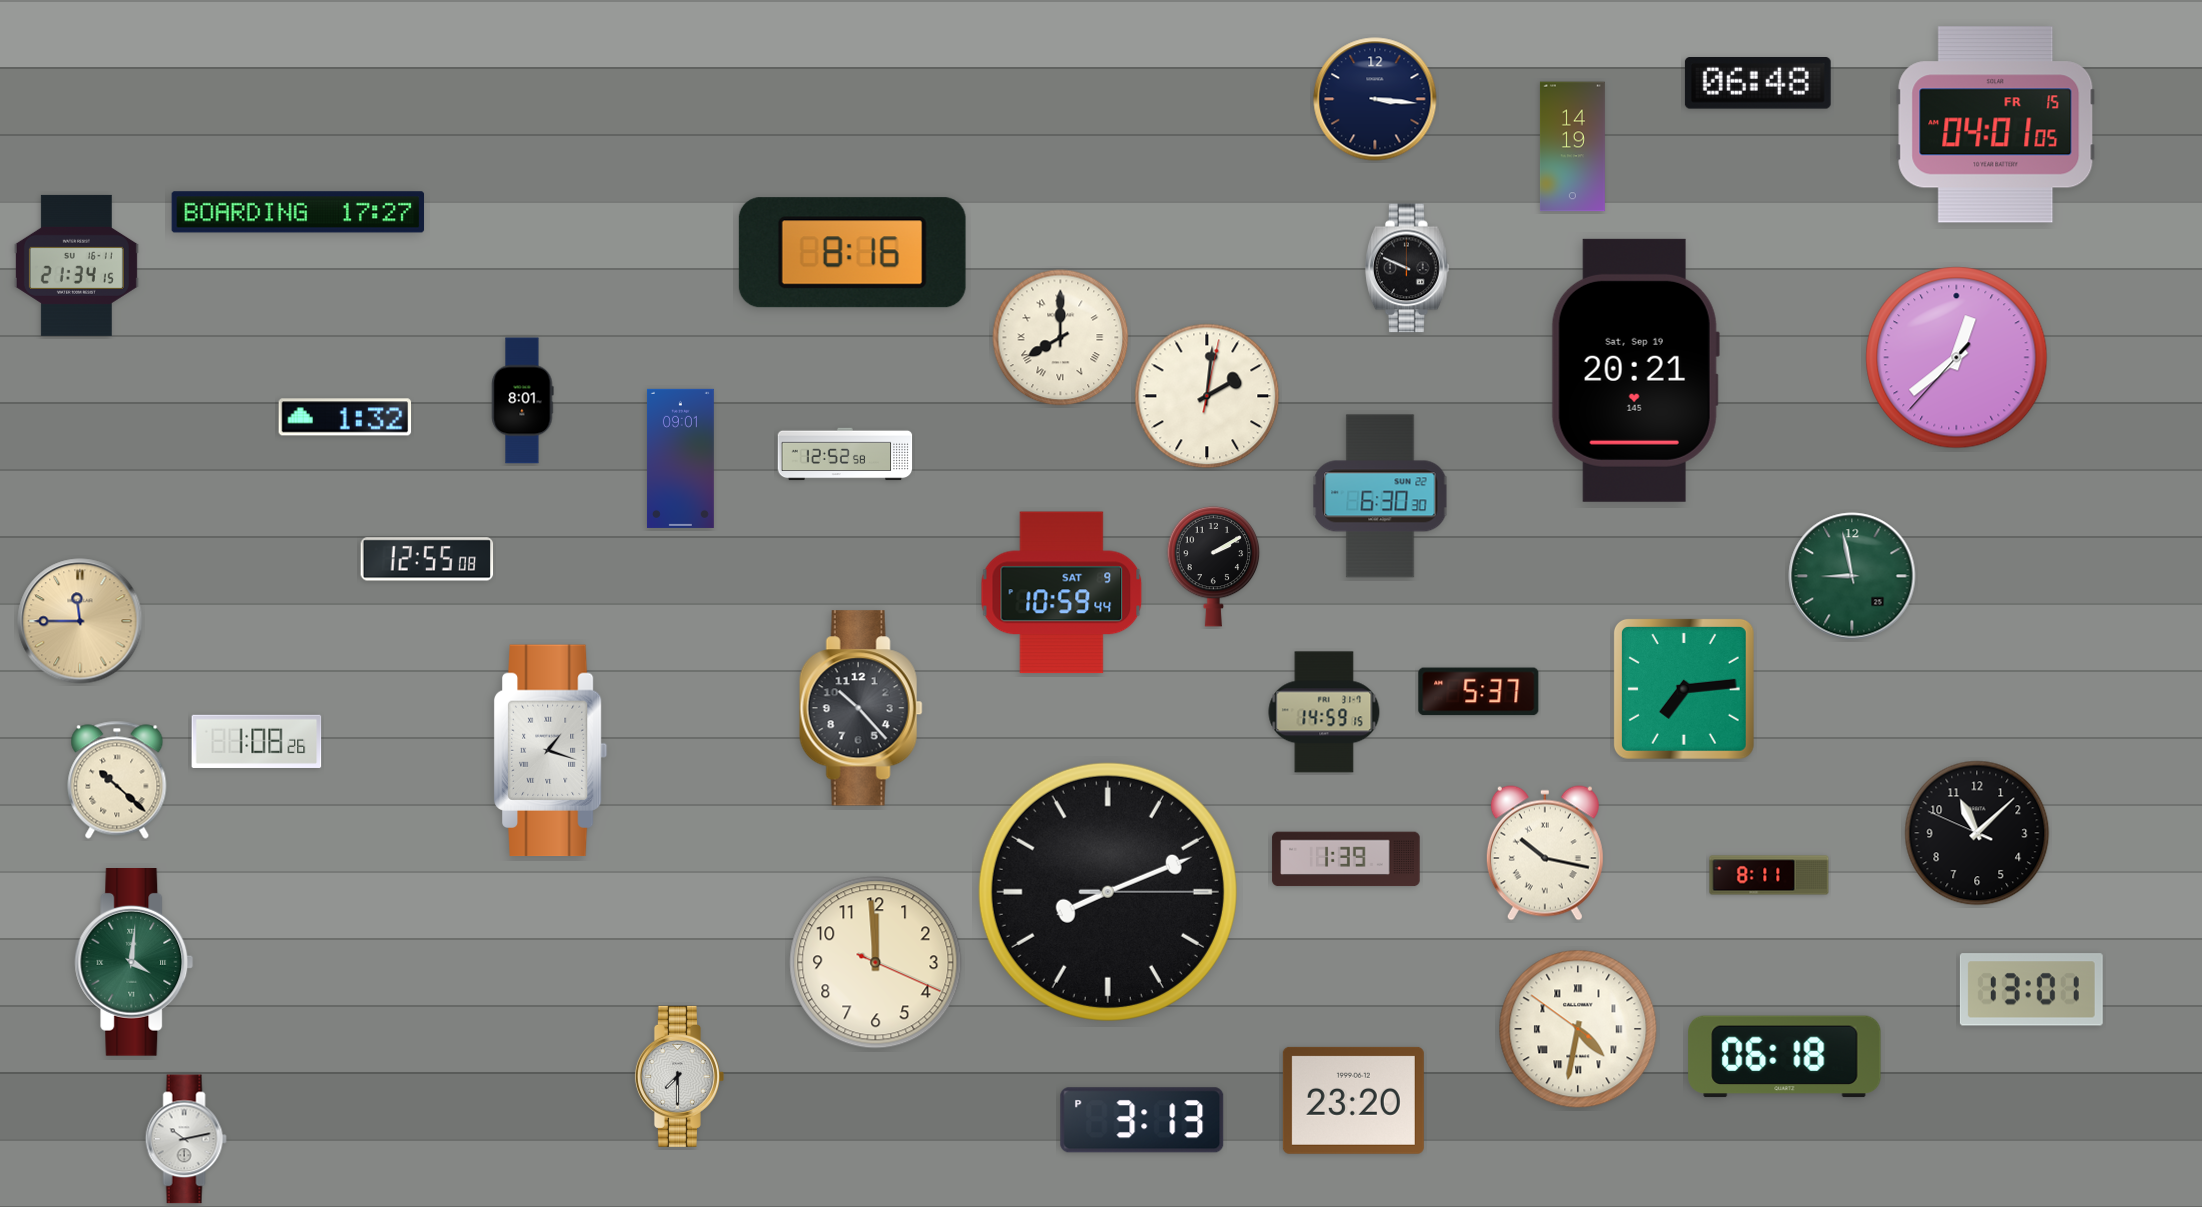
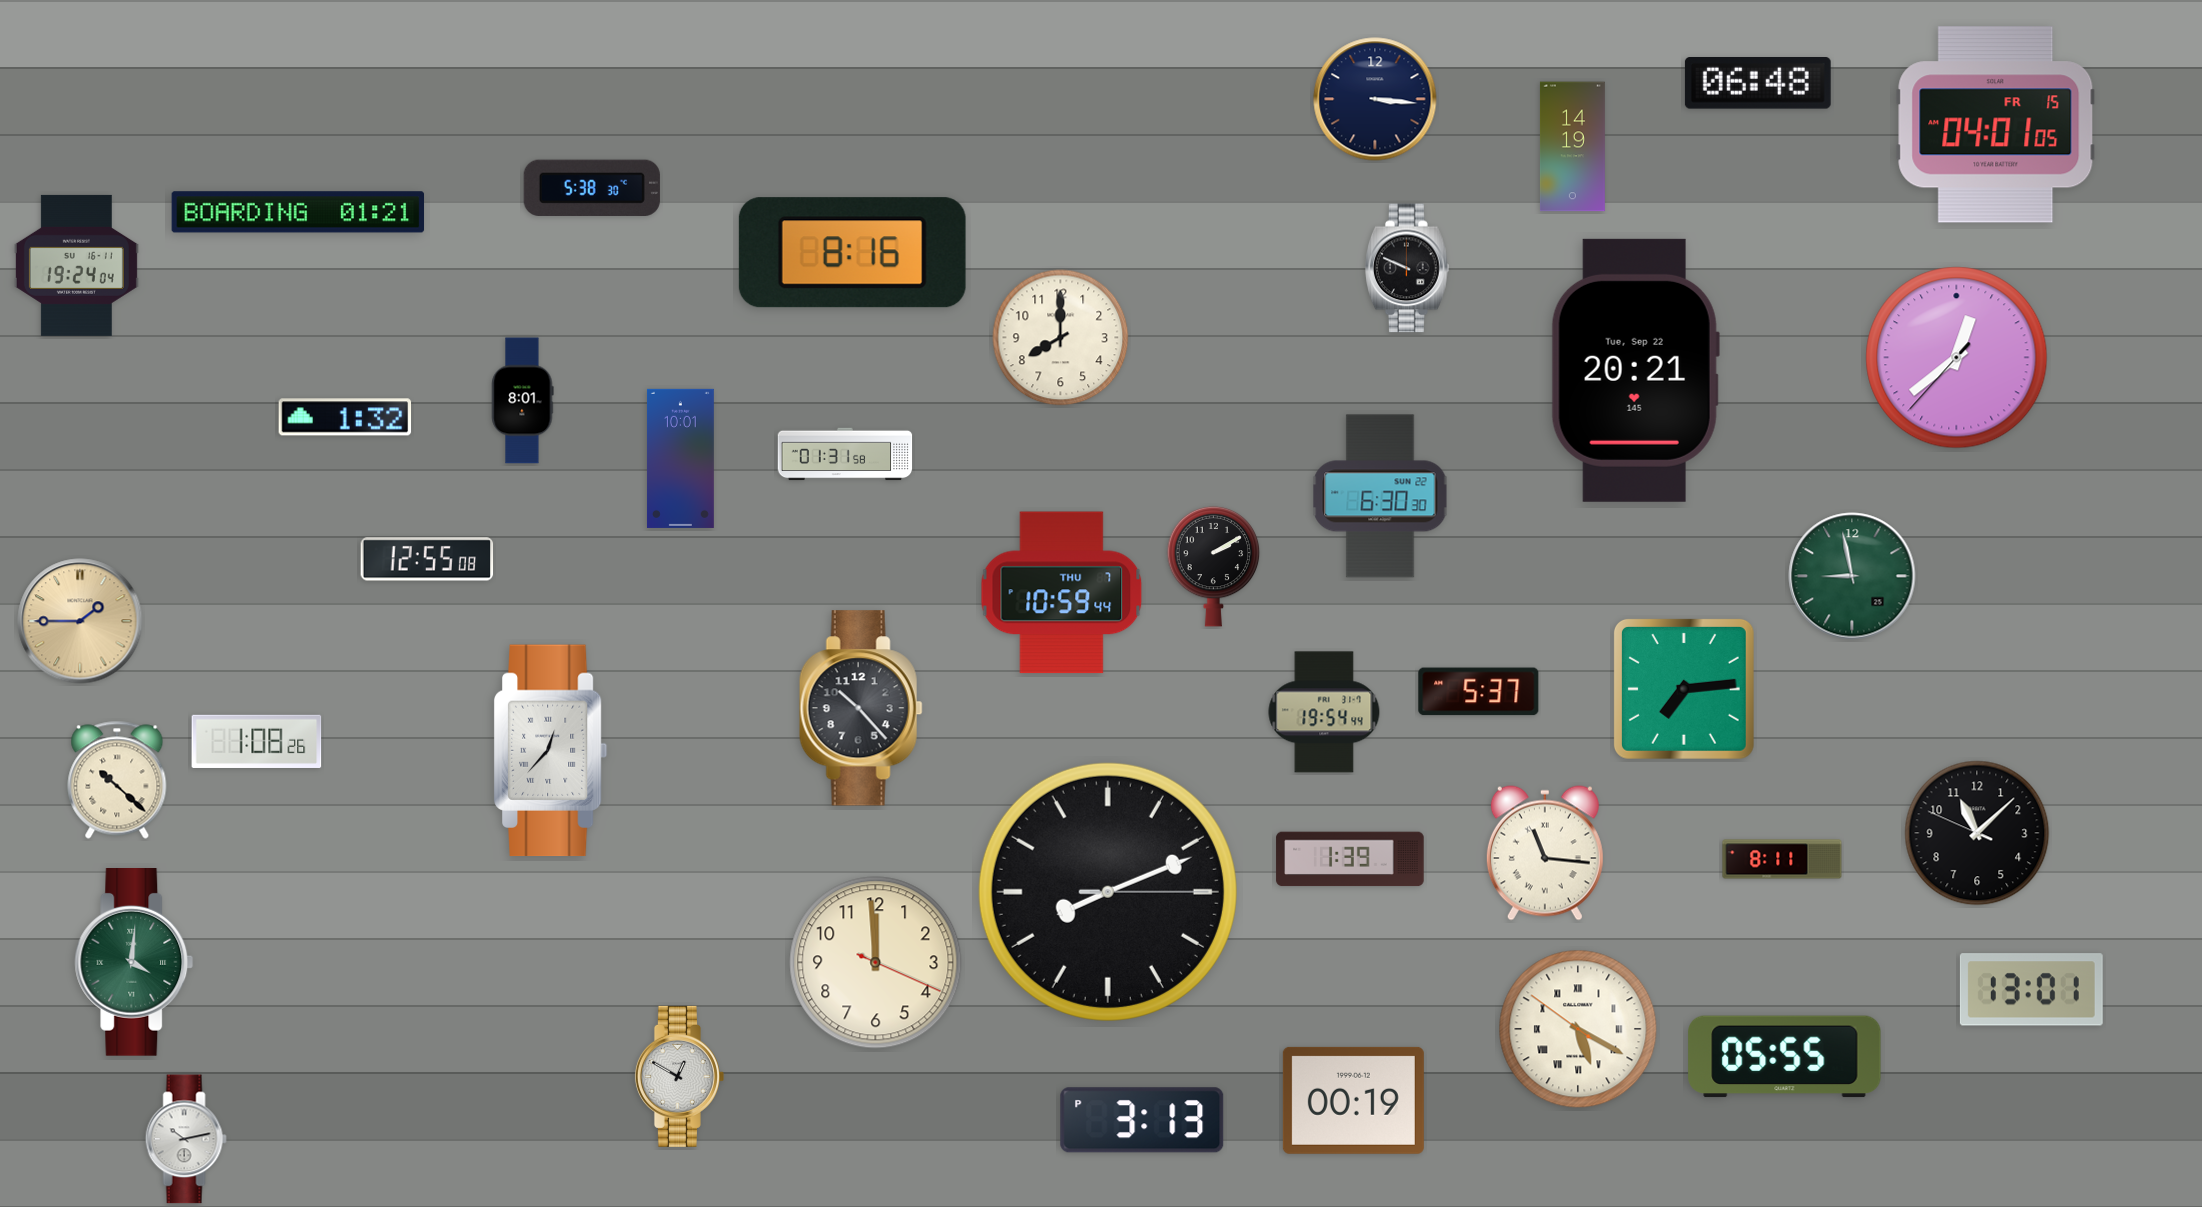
clock at (592, 188): none -> 5:38
clock at (298, 212): 17:27 -> 01:21
clock at (76, 265): 21:34 -> 19:24
clock at (1061, 338) numerals: Roman -> Arabic
clock at (1635, 370) date: Sat, Sep 19 -> Tue, Sep 22
clock at (1207, 396): 2:01 -> none
clock at (845, 454): 12:52 -> 01:31
clock at (680, 458): 09:01 -> 10:01
clock at (1062, 593) date: SAT 9 -> THU 7
clock at (80, 621): 11:45 -> 1:45
clock at (1324, 712): 14:59 -> 19:54
clock at (551, 751): 1:18 -> 12:37
clock at (1545, 853): 10:17 -> 11:16
clock at (1346, 859) position: (1346, 859) -> (1350, 859)
clock at (1769, 875) position: (1769, 875) -> (1782, 859)
clock at (1578, 1029): 4:31 -> 5:19
clock at (1785, 1057): 06:18 -> 05:55
clock at (679, 1076): 7:30 -> 12:50
clock at (1353, 1100): 23:20 -> 00:19
